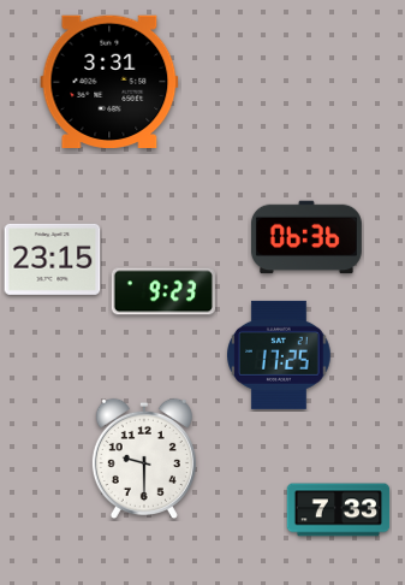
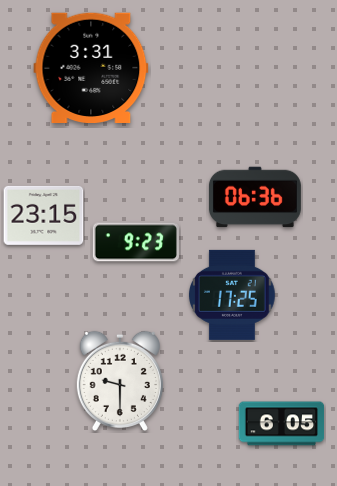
clock at (339, 510): 7:33 -> 6:05
